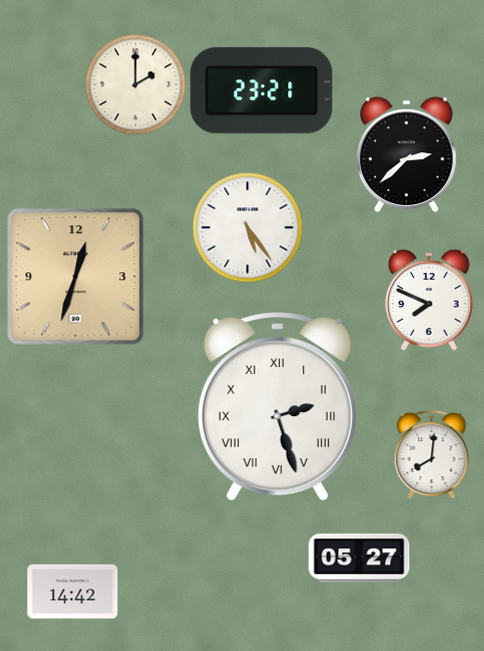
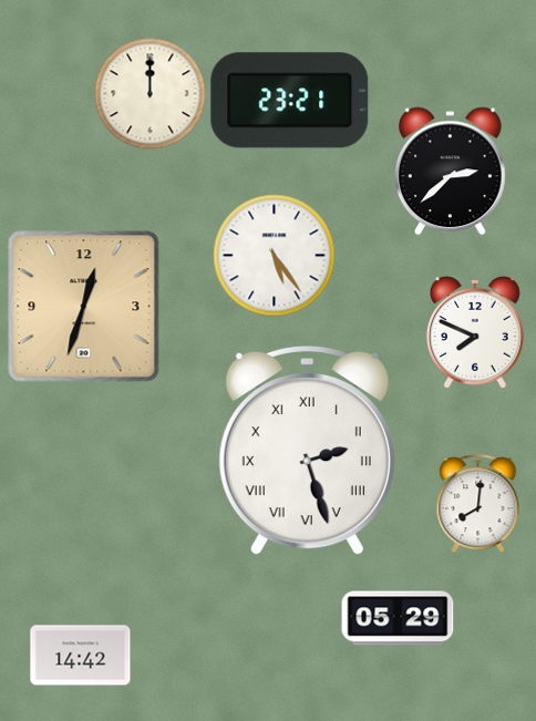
clock at (136, 85): 2:00 -> 12:00
clock at (248, 228) position: (248, 228) -> (275, 256)
clock at (359, 558): 05:27 -> 05:29
